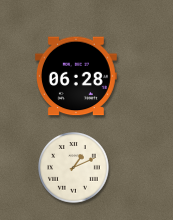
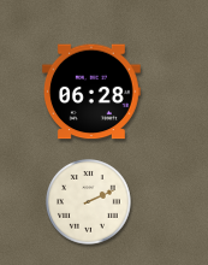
clock at (74, 168): 1:11 -> 2:11
